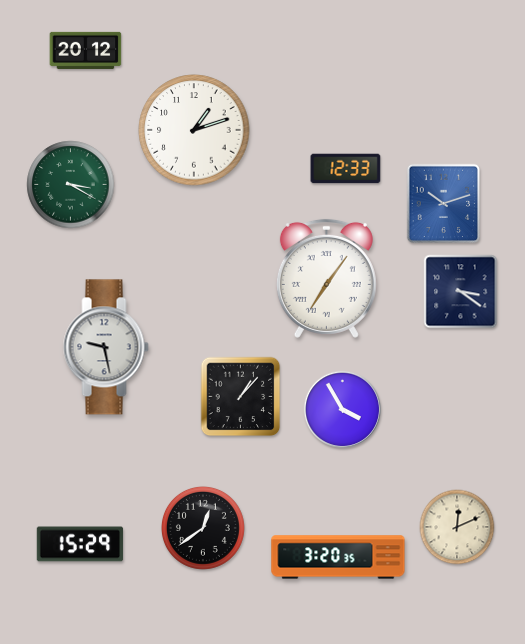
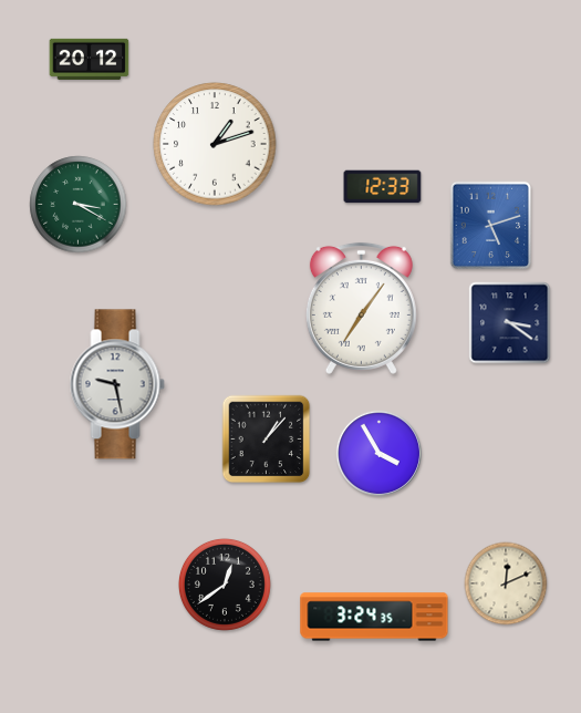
clock at (86, 50) position: (86, 50) -> (90, 59)
clock at (444, 204): 10:12 -> 5:12
clock at (80, 544): 15:29 -> none
clock at (338, 557): 3:20 -> 3:24
